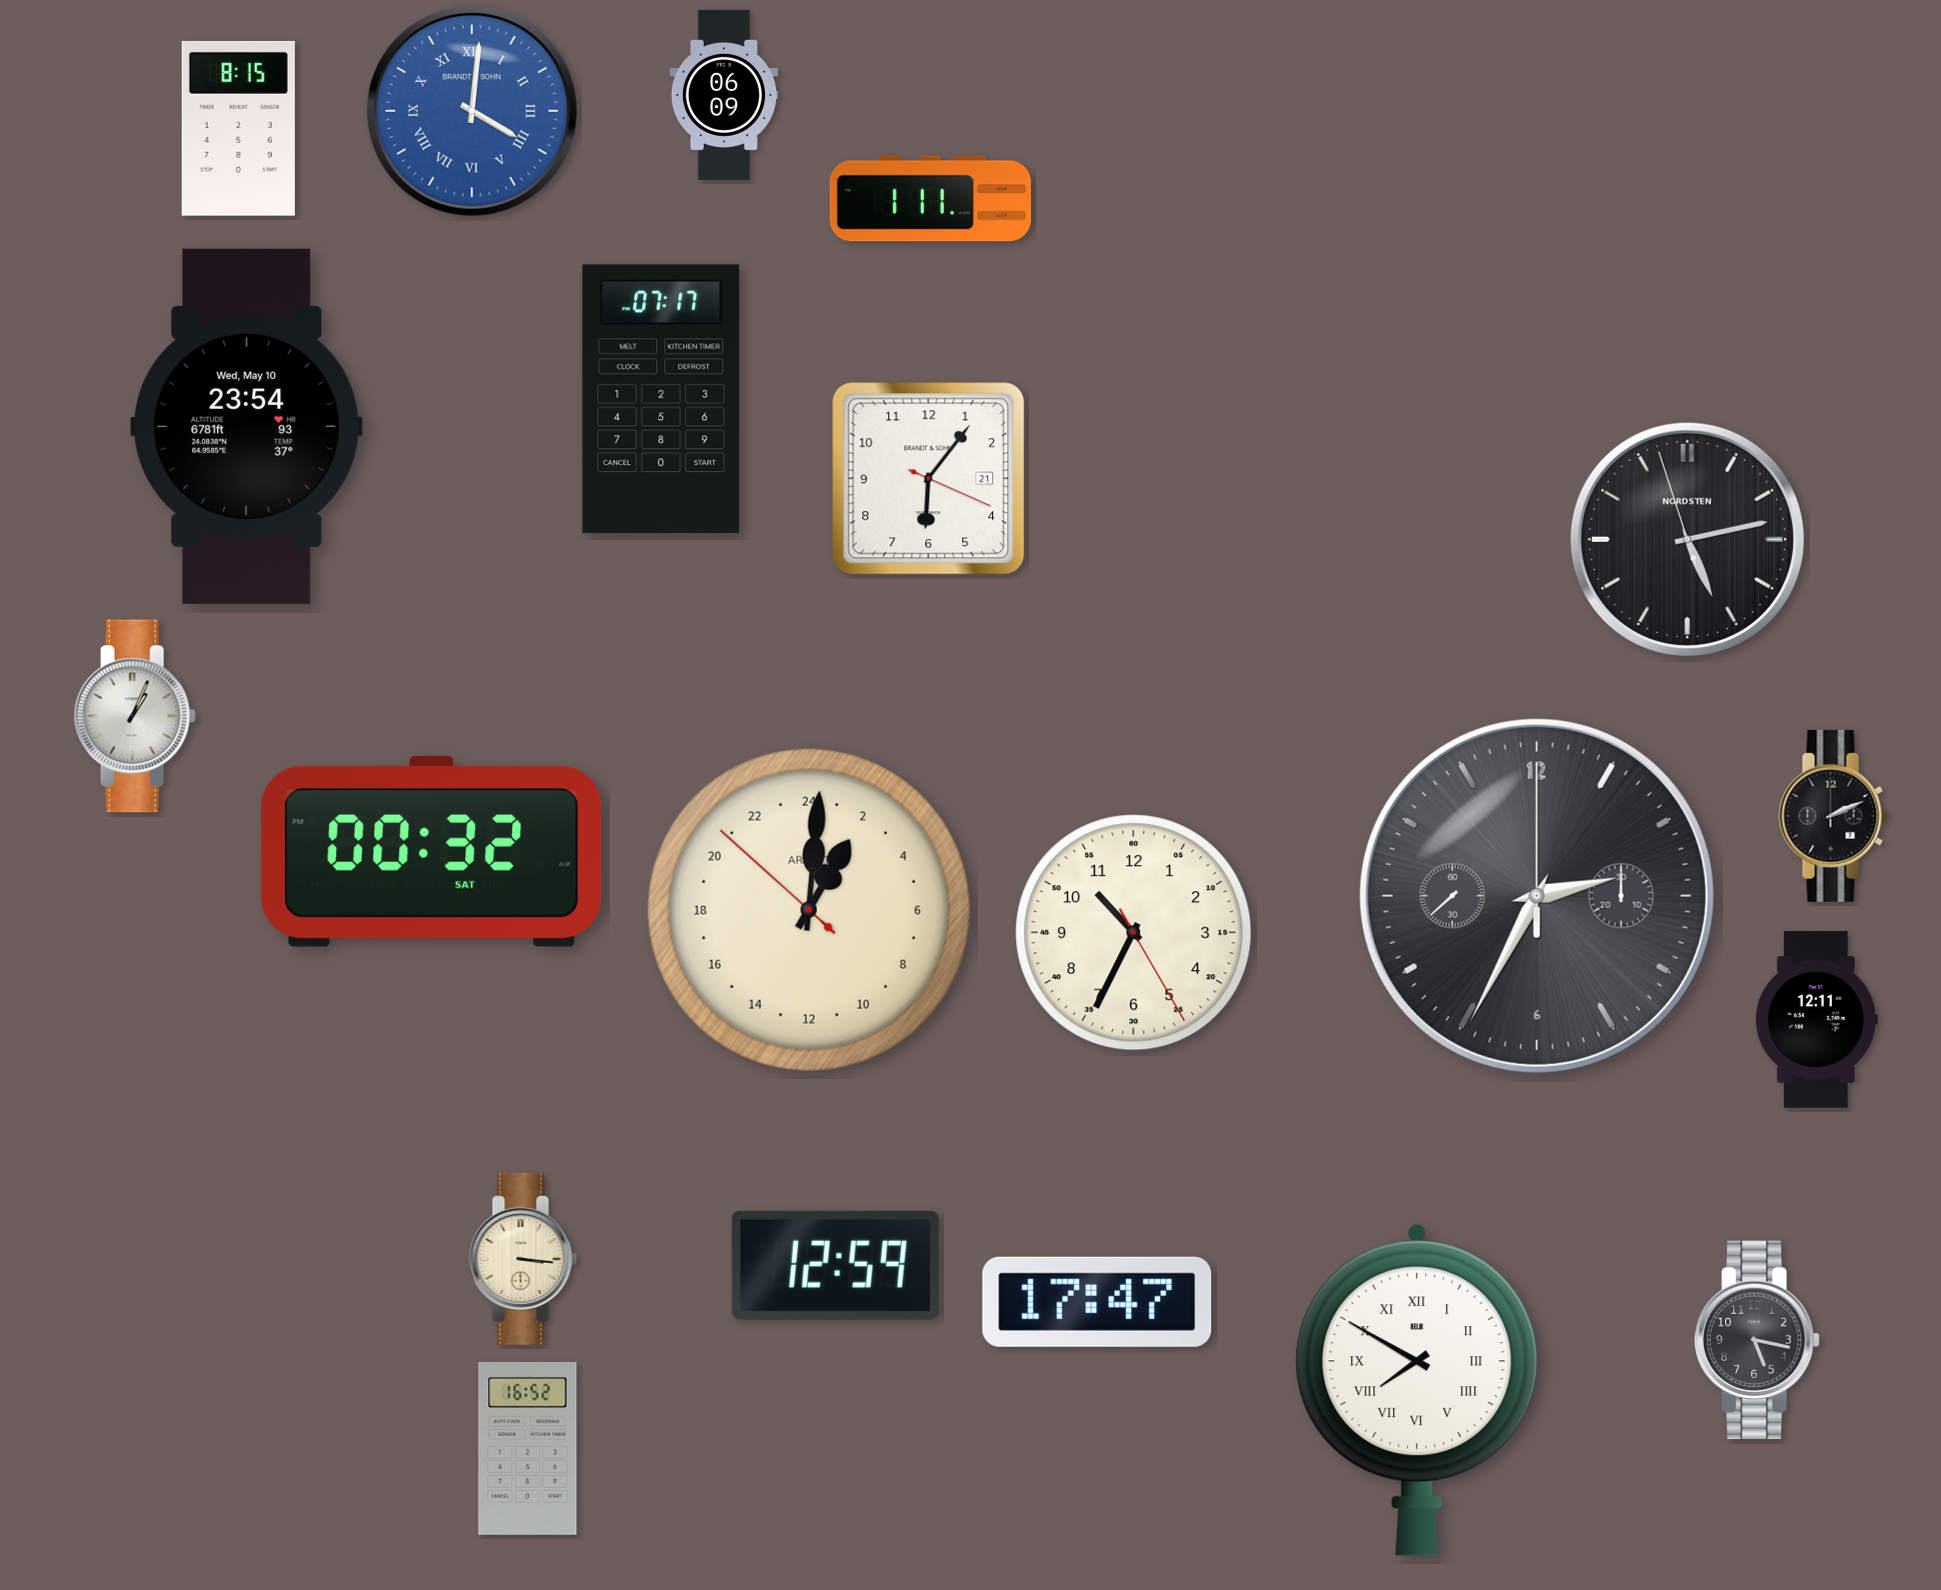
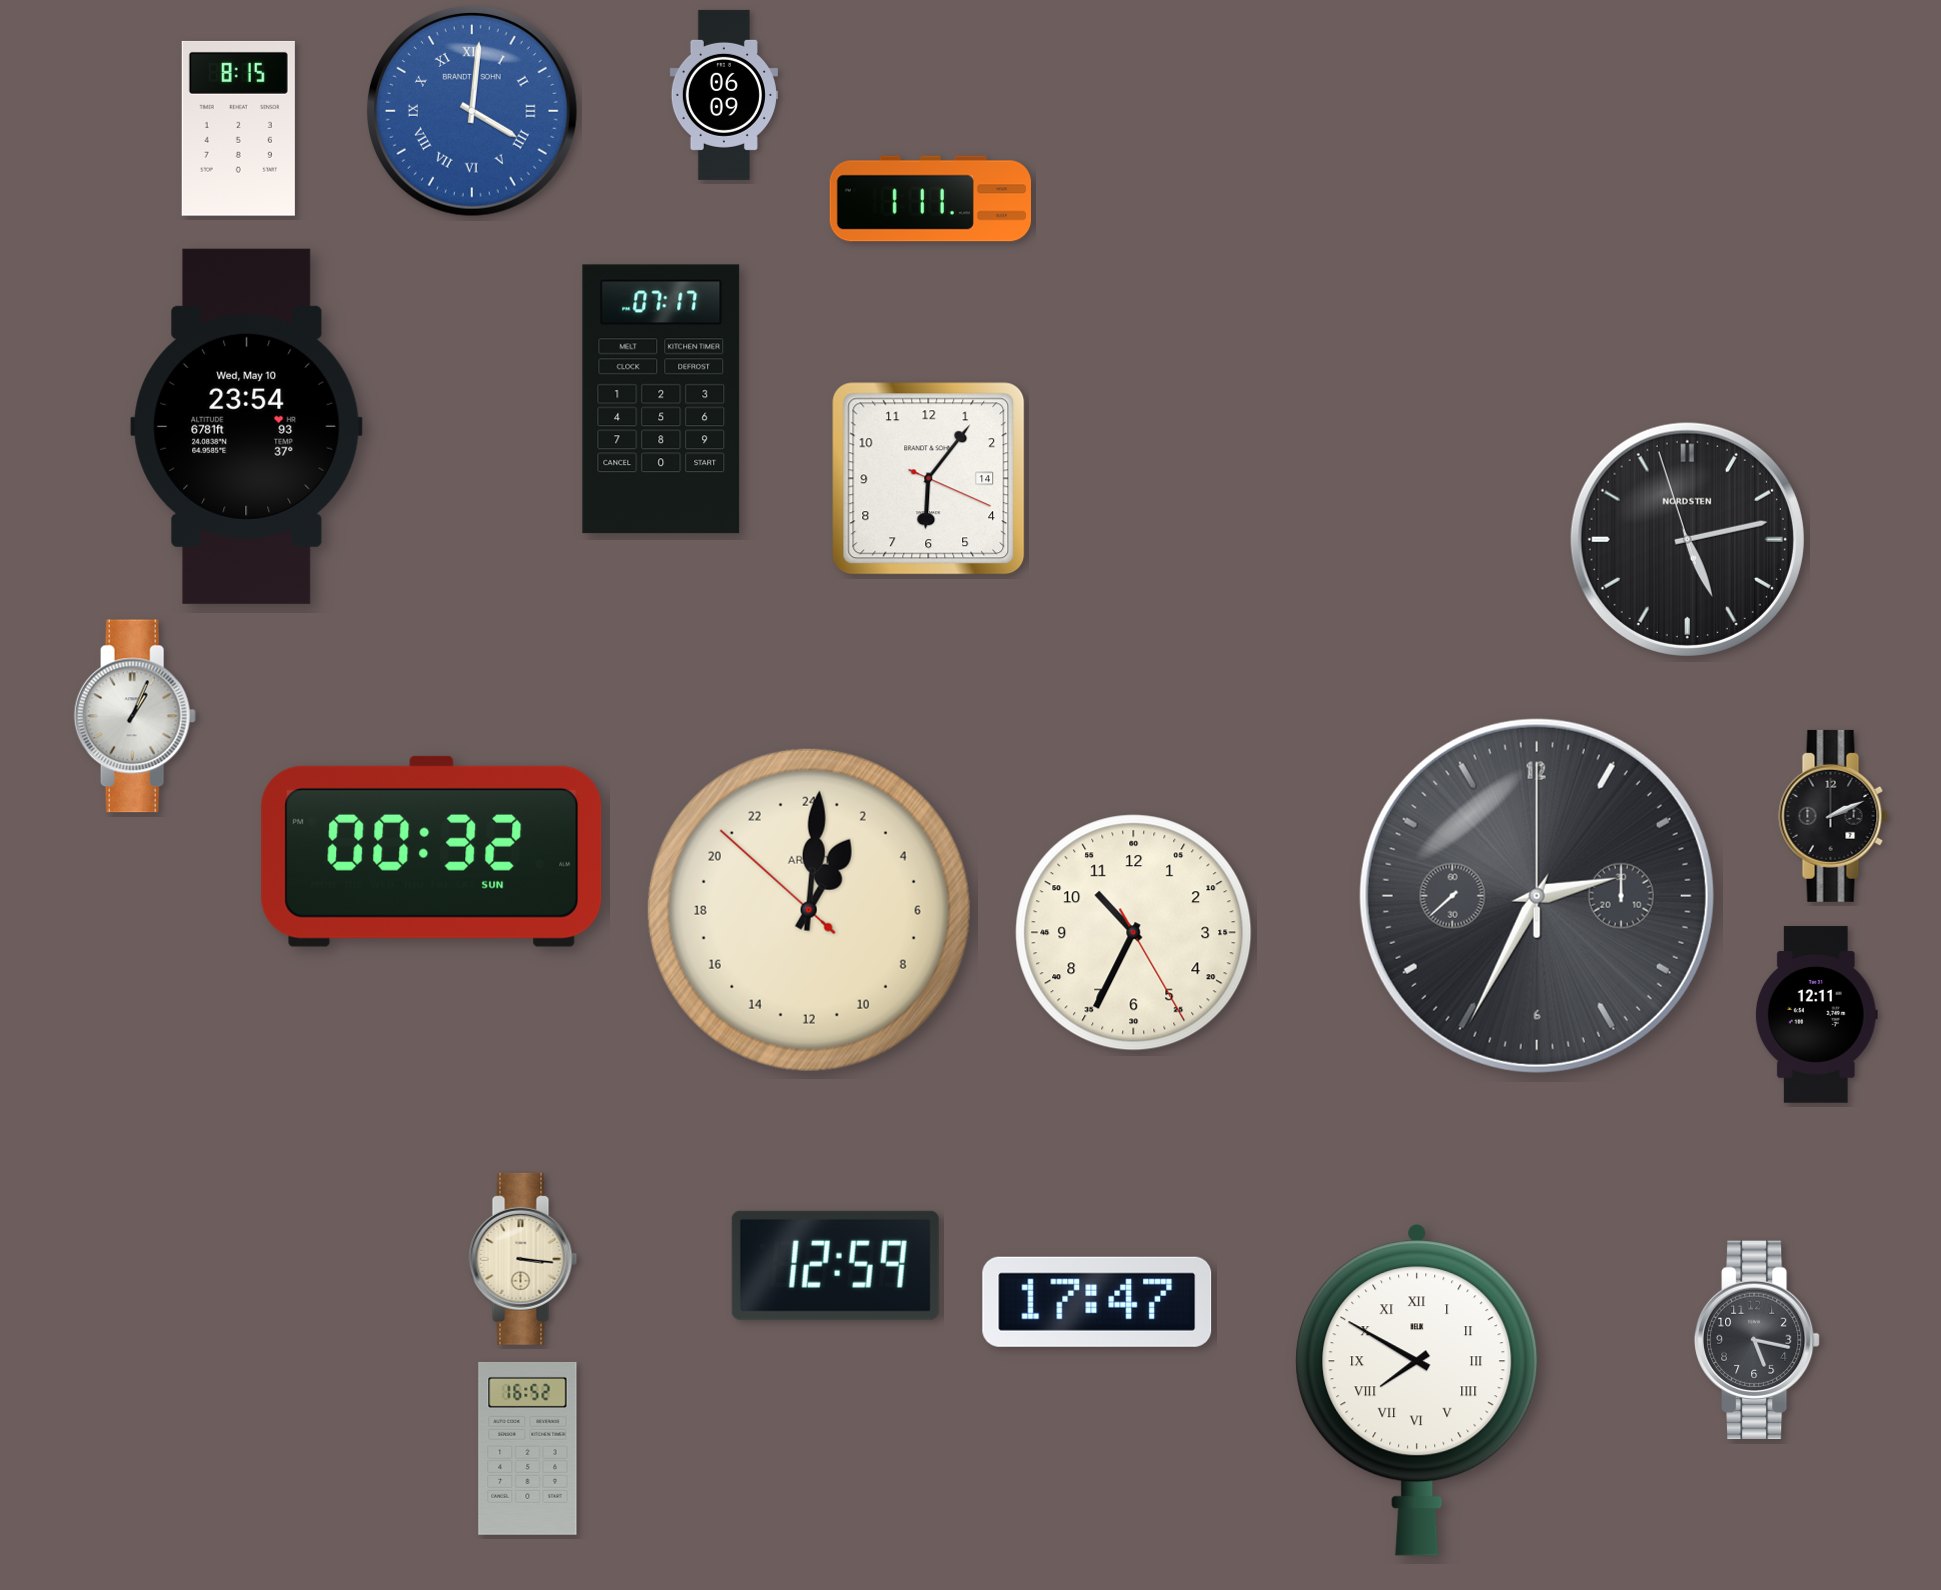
clock at (929, 479) date: 21 -> 14
clock at (432, 851) date: SAT -> SUN
clock at (1816, 1020) position: (1816, 1020) -> (1816, 1015)
